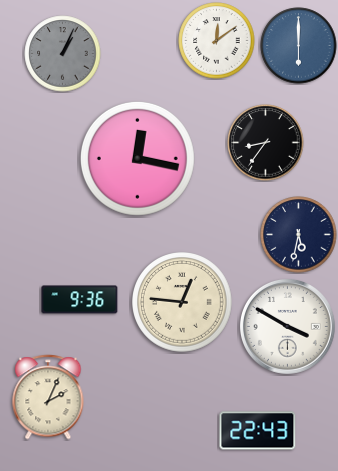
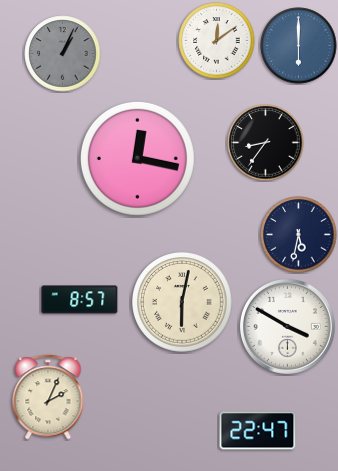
clock at (80, 300): 9:36 -> 8:57
clock at (183, 303): 12:46 -> 6:02
clock at (258, 431): 22:43 -> 22:47
